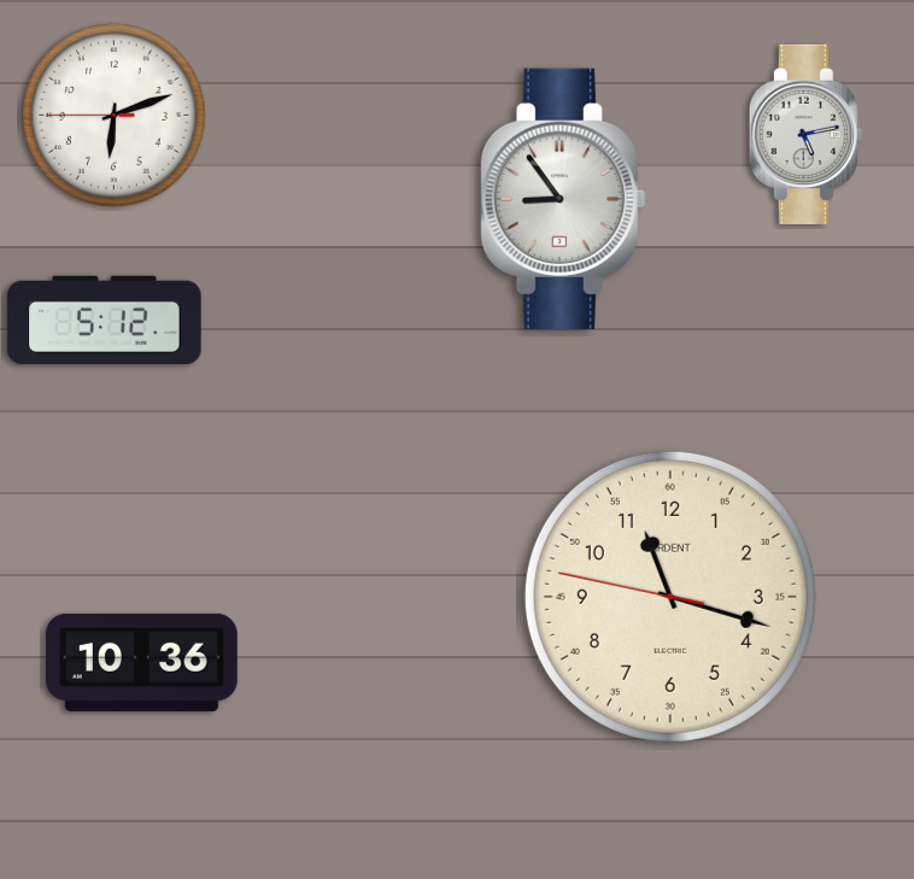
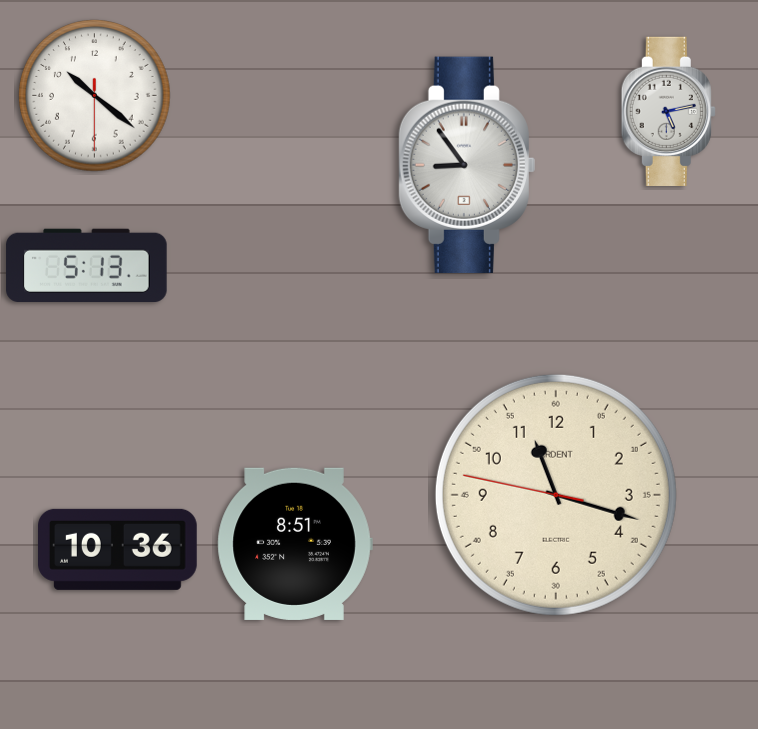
clock at (115, 116): 6:11 -> 10:21
clock at (105, 320): 5:12 -> 5:13
clock at (295, 544): none -> 8:51
